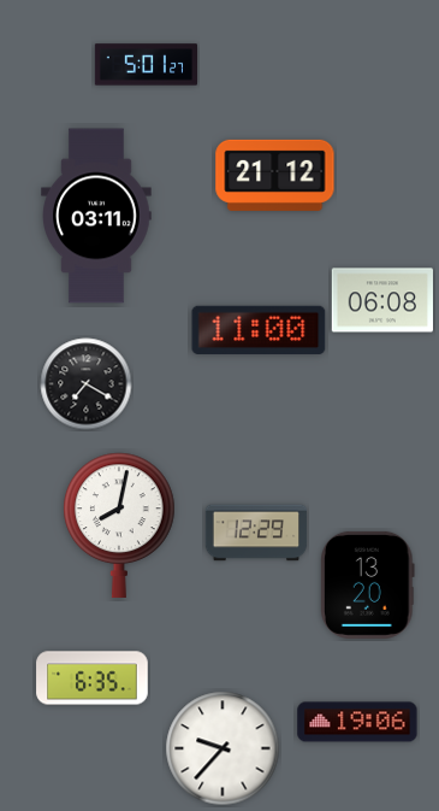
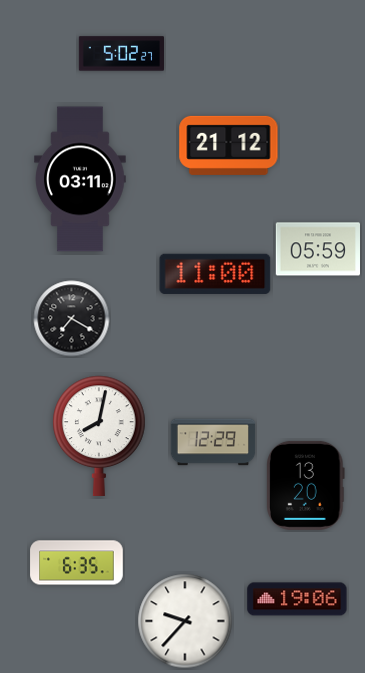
clock at (146, 65): 5:01 -> 5:02
clock at (381, 300): 06:08 -> 05:59
